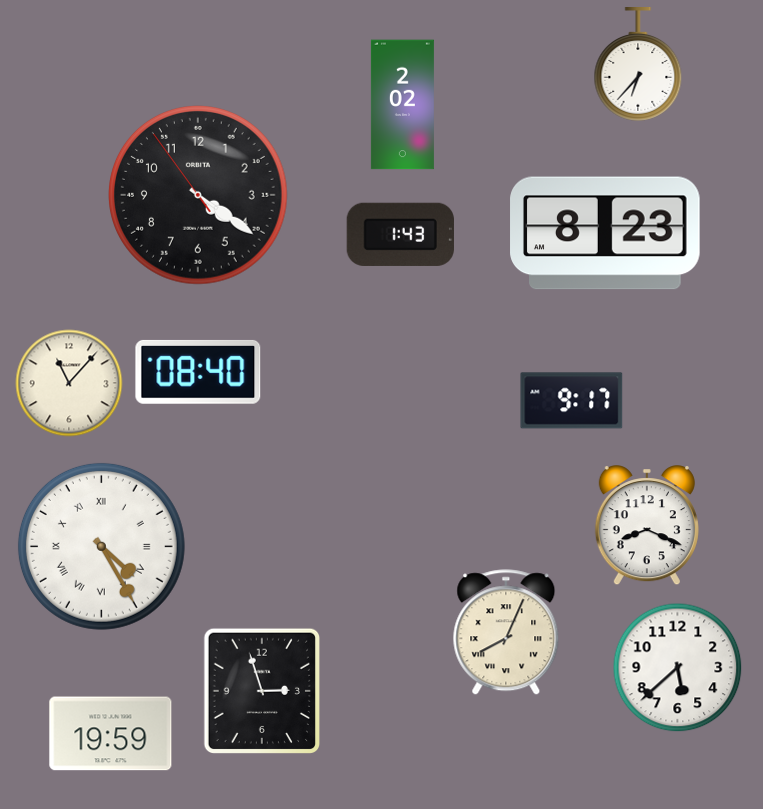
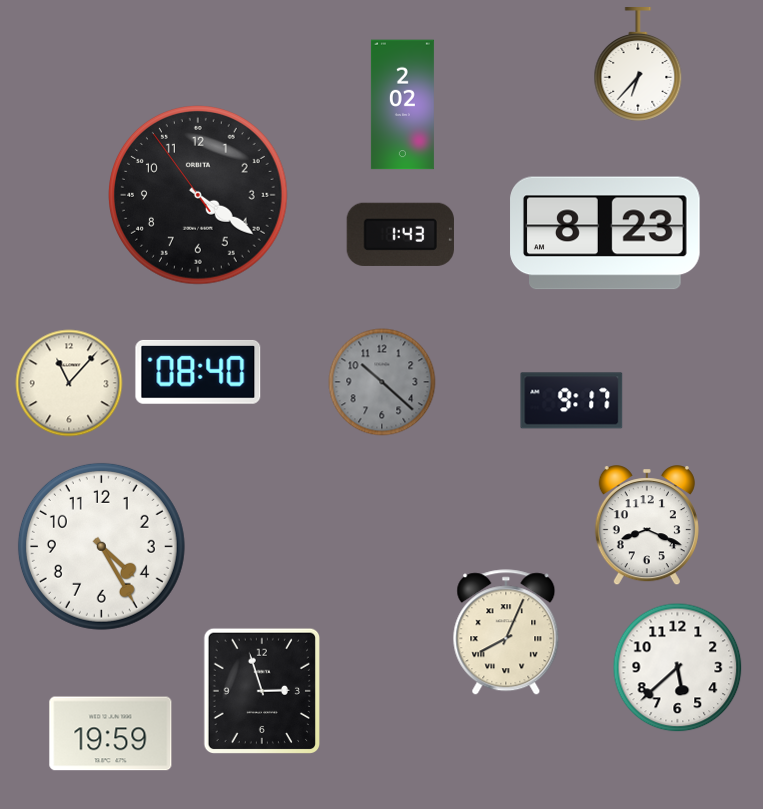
clock at (382, 382): none -> 10:22
clock at (101, 546) numerals: Roman -> Arabic
